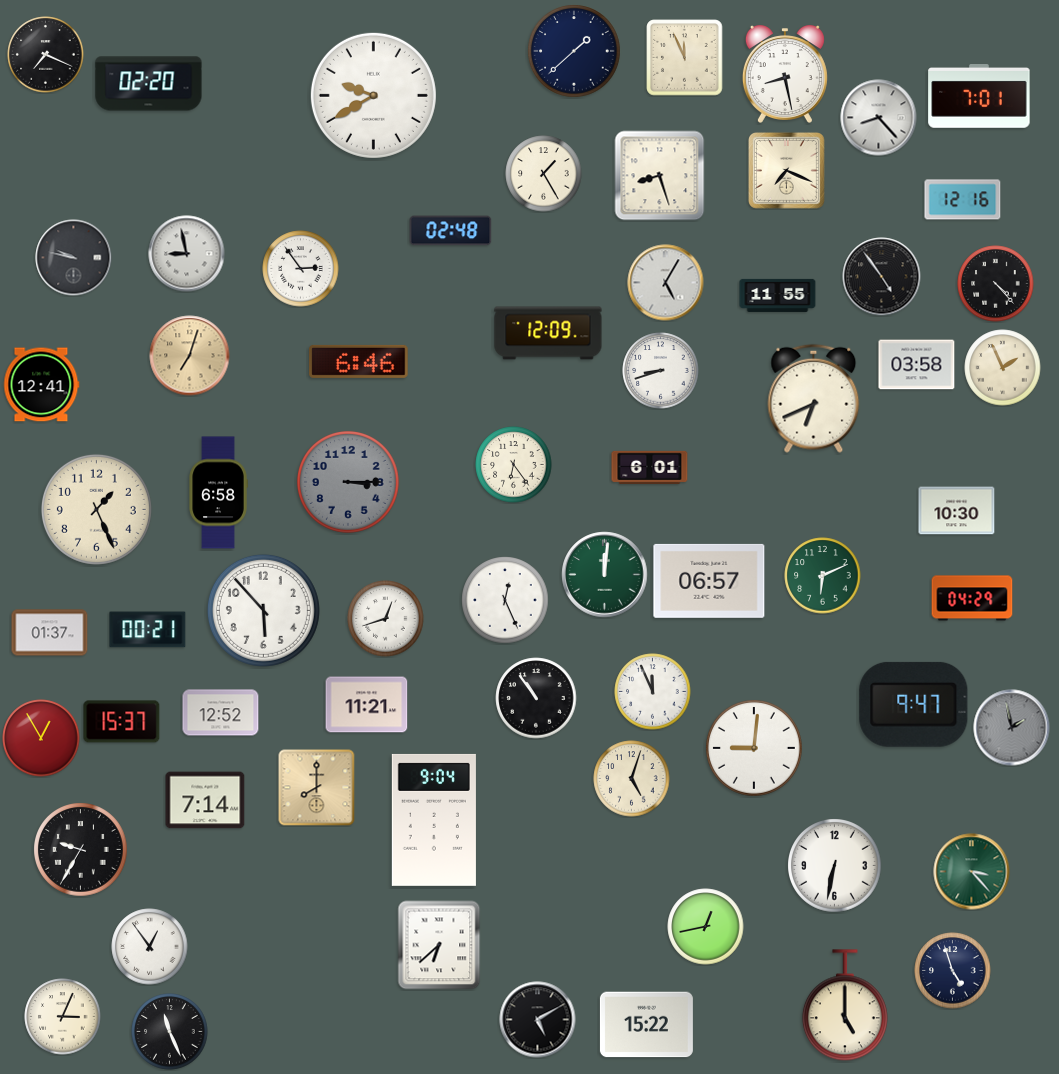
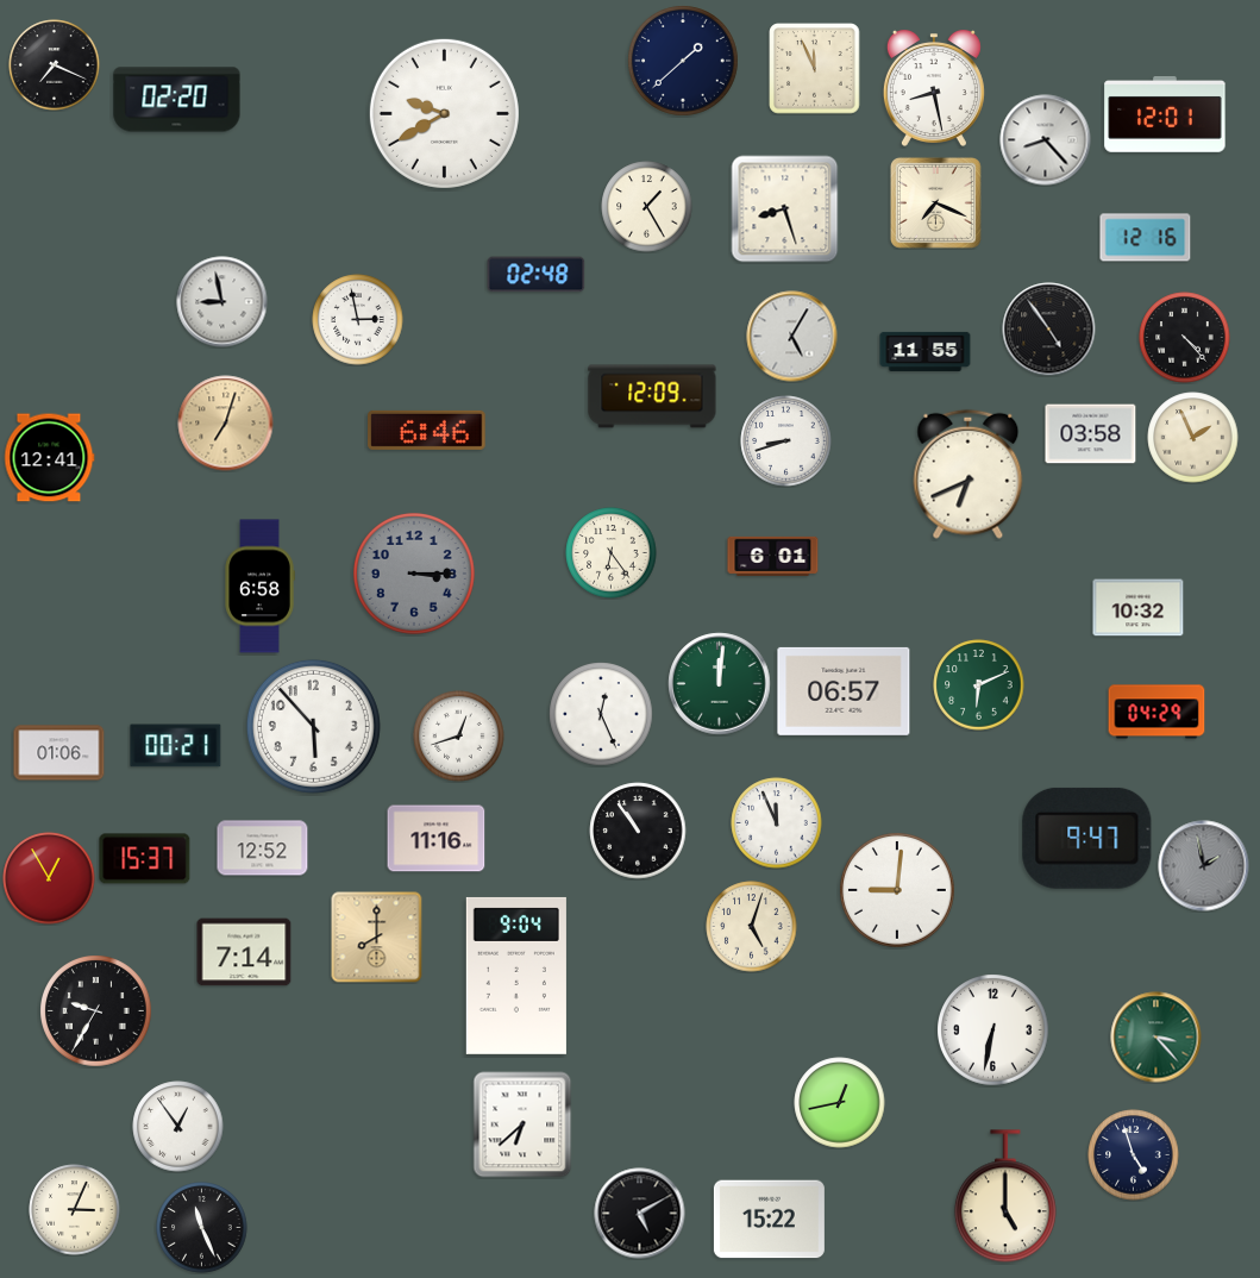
clock at (979, 97): 7:01 -> 12:01
clock at (74, 258): 9:47 -> none
clock at (301, 269): 2:54 -> 2:58
clock at (96, 509): 1:26 -> none
clock at (957, 511): 10:30 -> 10:32
clock at (148, 630) position: (148, 630) -> (176, 746)
clock at (50, 633): 01:37 -> 01:06
clock at (367, 705): 11:21 -> 11:16
